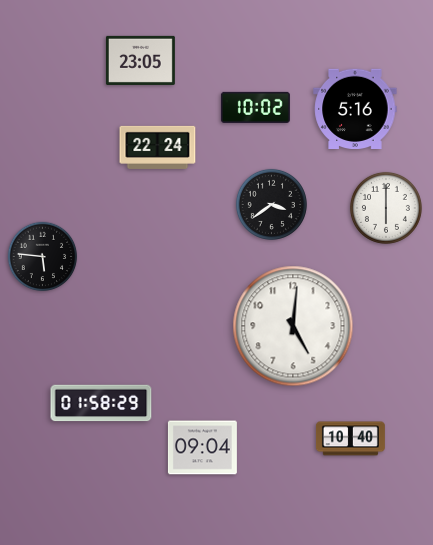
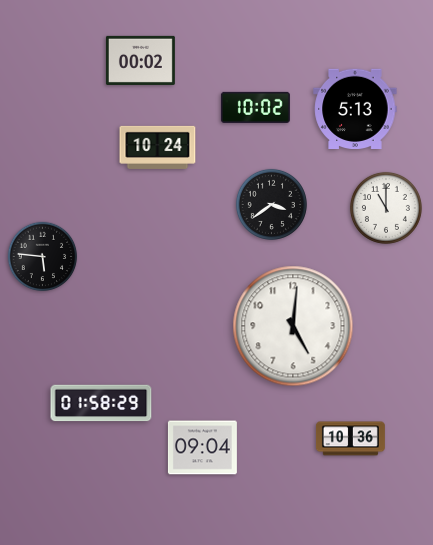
clock at (140, 60): 23:05 -> 00:02
clock at (355, 108): 5:16 -> 5:13
clock at (158, 147): 22:24 -> 10:24
clock at (386, 208): 6:00 -> 11:00
clock at (350, 439): 10:40 -> 10:36
